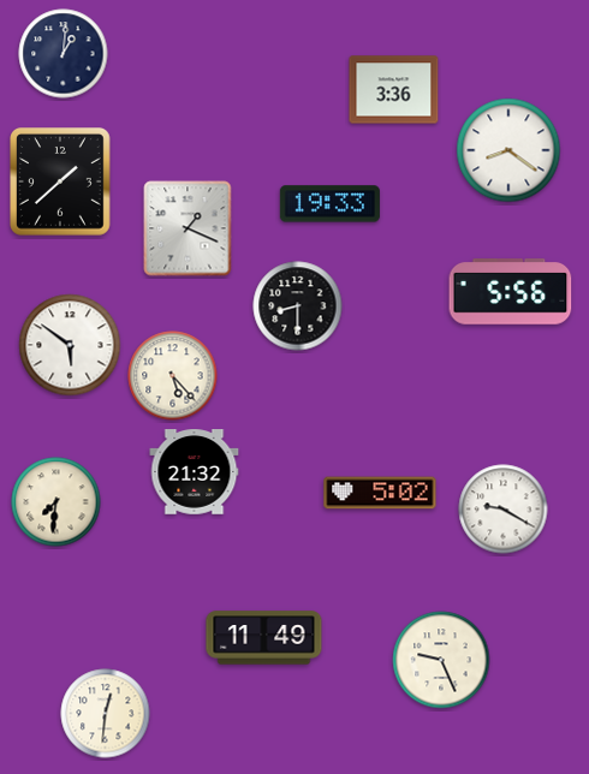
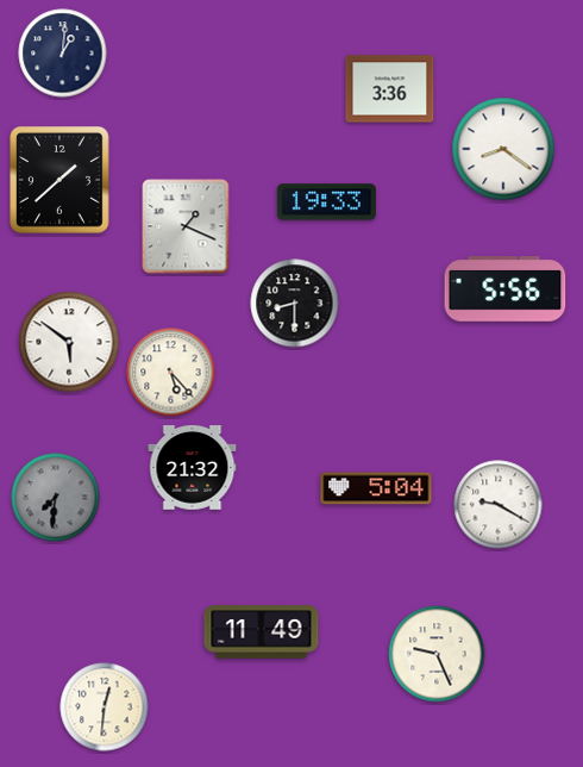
clock at (380, 493): 5:02 -> 5:04
clock at (56, 502) dial: cream -> grey
